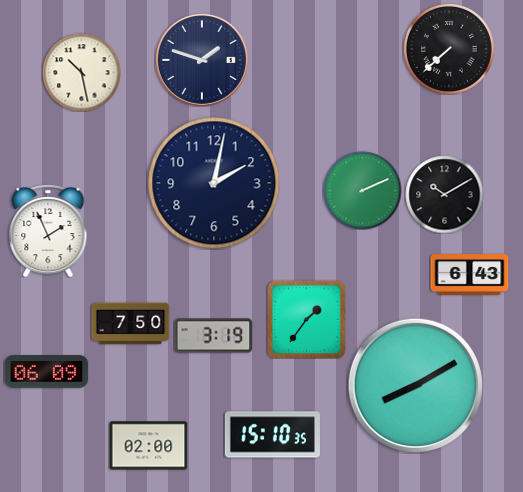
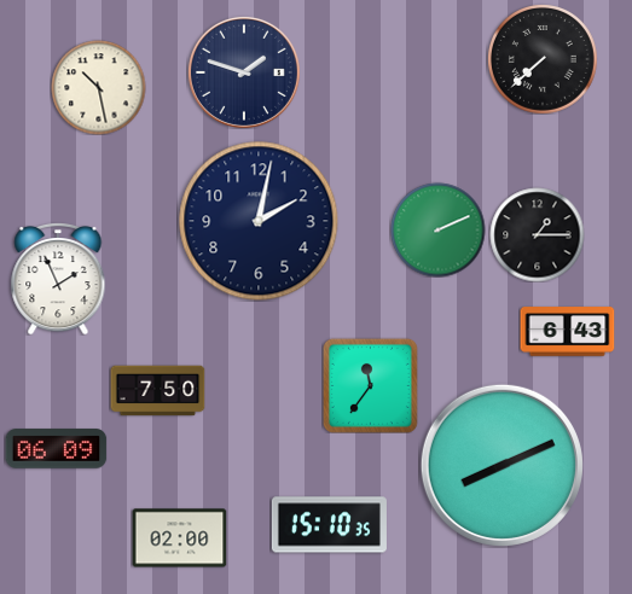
clock at (444, 194): 10:10 -> 1:15
clock at (306, 319): 1:36 -> 11:36
clock at (213, 336): 3:19 -> none
clock at (415, 385): 8:10 -> 8:11
